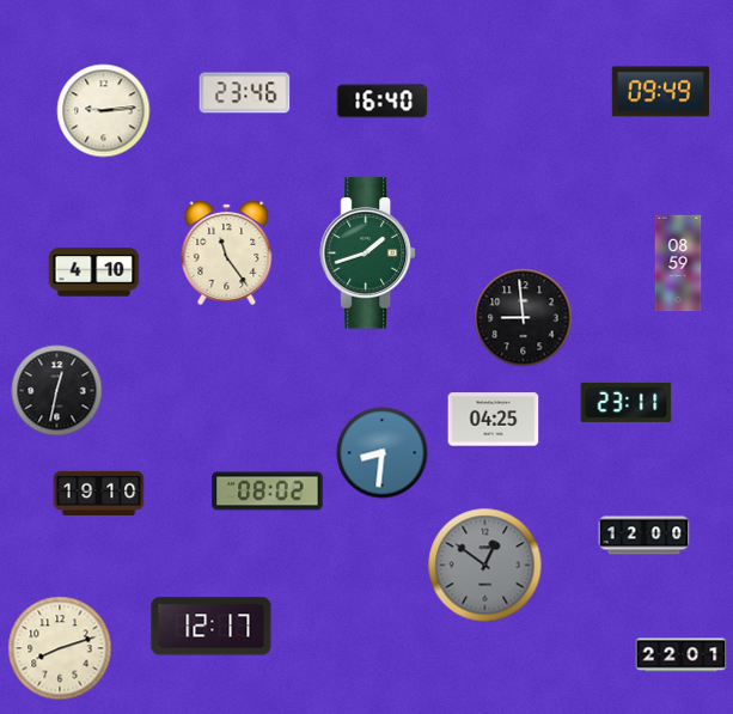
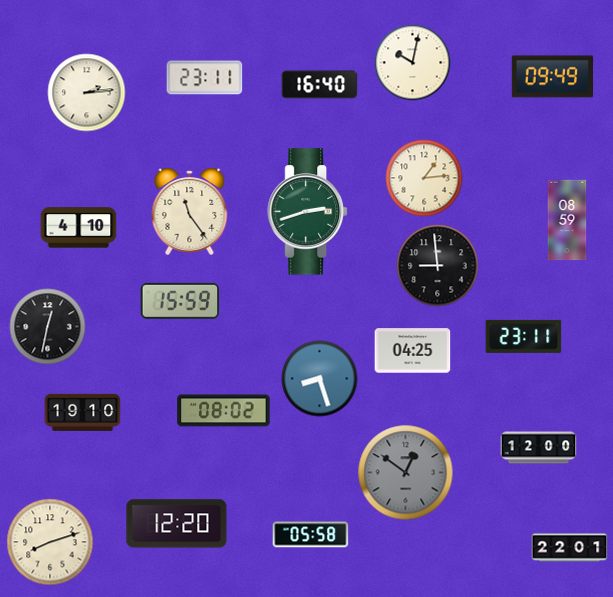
clock at (413, 63): none -> 10:02
clock at (245, 93): 23:46 -> 23:11
clock at (104, 111): 9:14 -> 2:14
clock at (424, 178): none -> 1:14
clock at (368, 254): 1:42 -> 2:42
clock at (180, 301): none -> 15:59
clock at (383, 453): 8:31 -> 8:27
clock at (212, 627): 12:17 -> 12:20
clock at (311, 535): none -> 05:58
